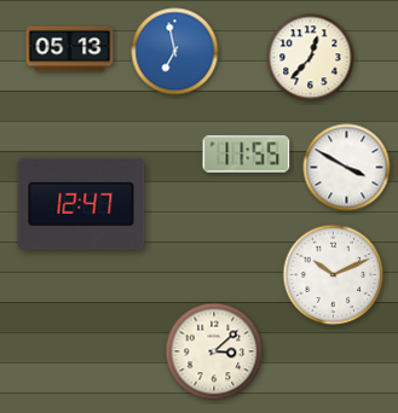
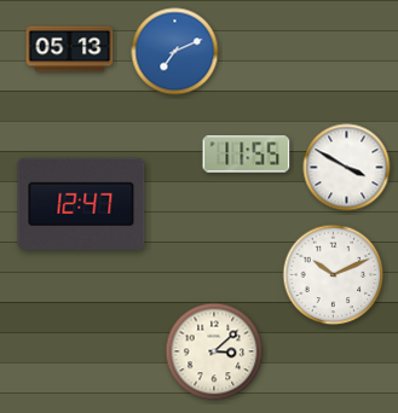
clock at (175, 52): 6:58 -> 7:11
clock at (311, 58): 12:37 -> none
